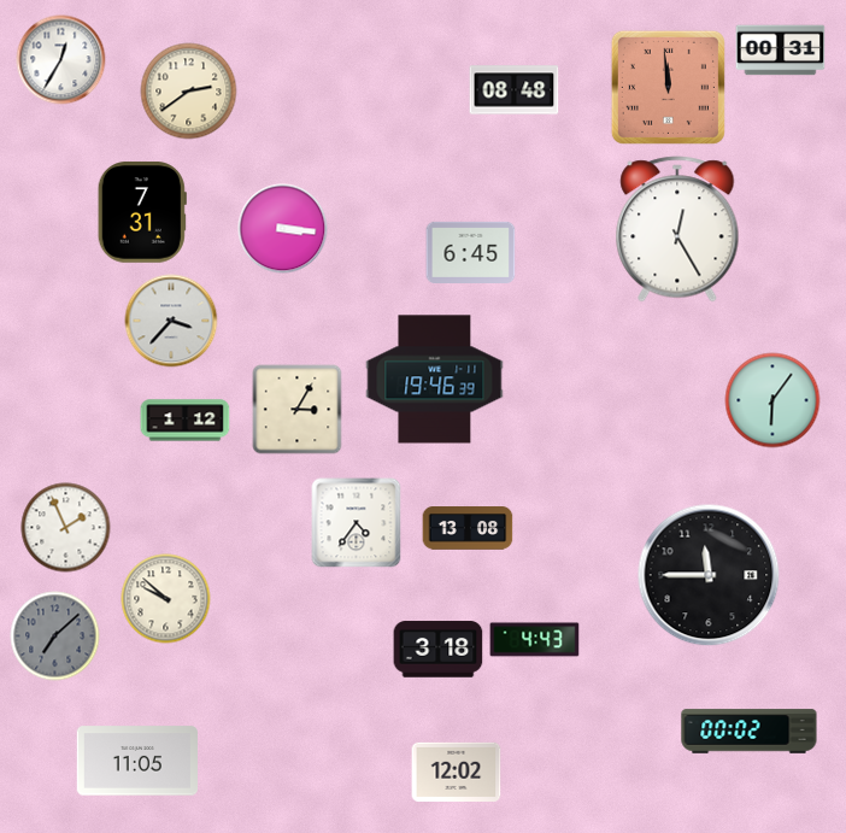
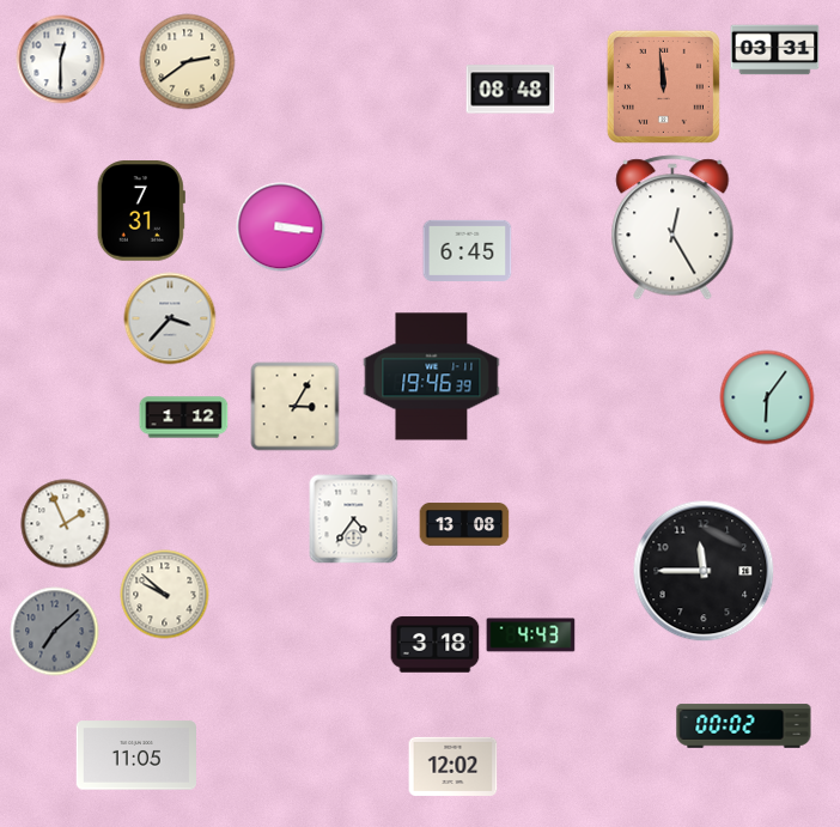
clock at (781, 51): 00:31 -> 03:31
clock at (61, 60): 12:35 -> 12:30
clock at (189, 92) position: (189, 92) -> (188, 62)
